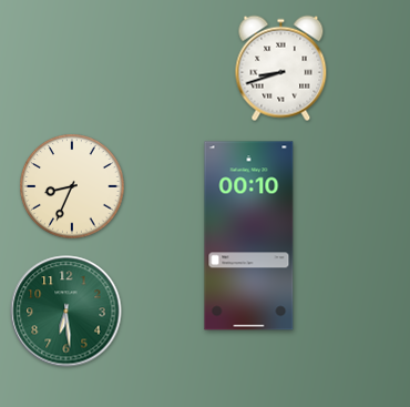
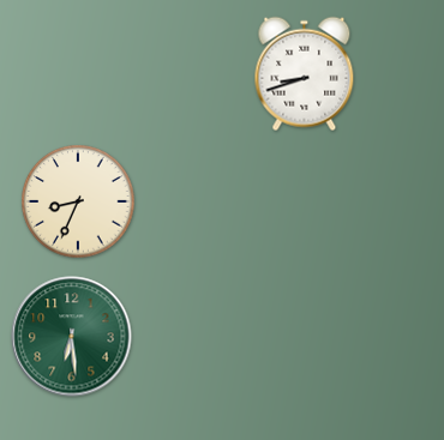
clock at (249, 236): 00:10 -> none
